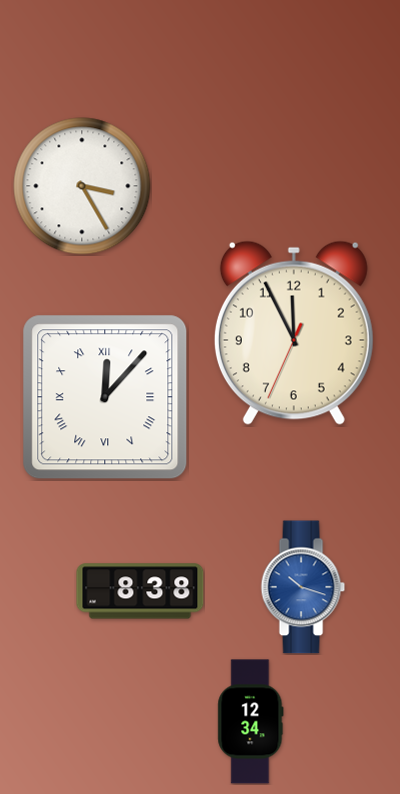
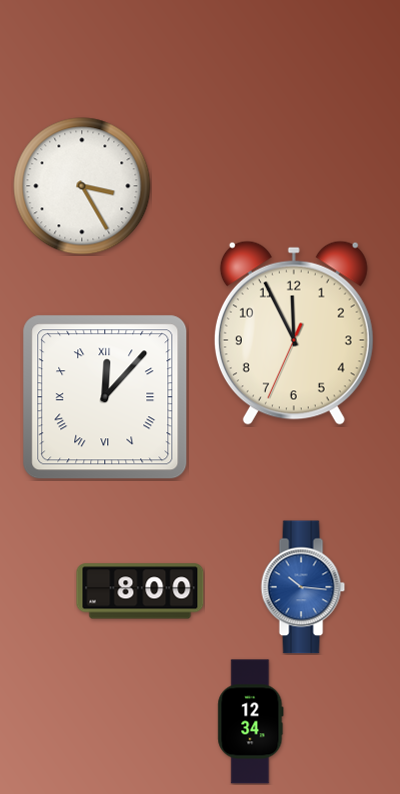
clock at (303, 587): 10:18 -> 10:16
clock at (140, 591): 8:38 -> 8:00
